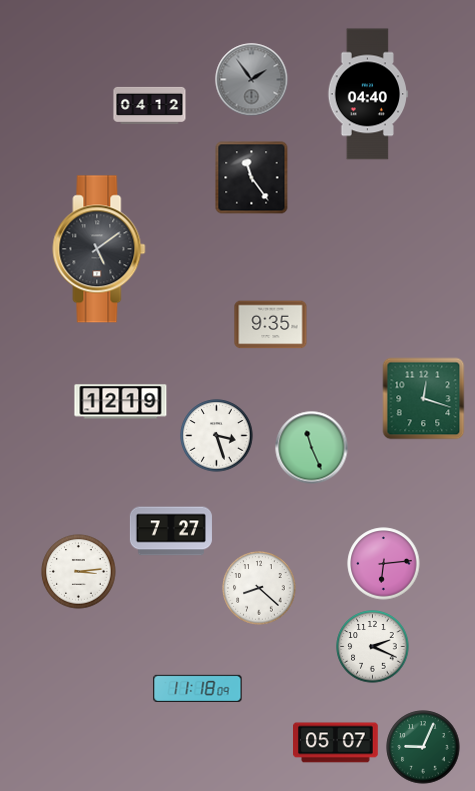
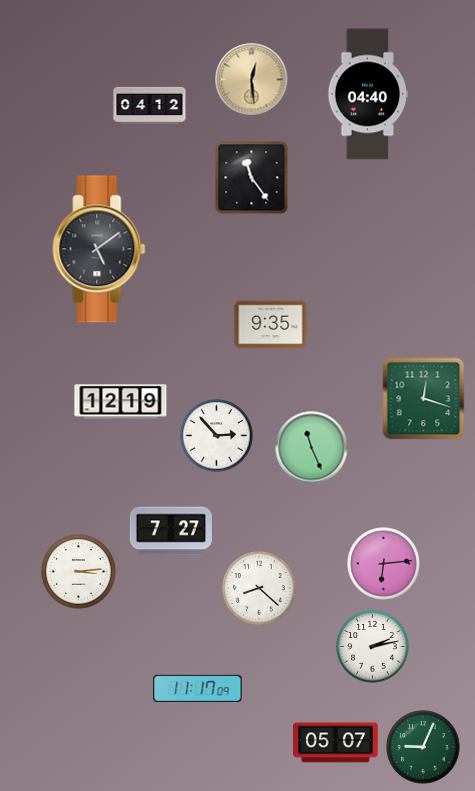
clock at (252, 80): 1:54 -> 12:29
clock at (252, 80) dial: grey -> champagne
clock at (217, 436): 3:27 -> 2:53
clock at (373, 647): 2:19 -> 2:13
clock at (198, 688): 11:18 -> 11:17
